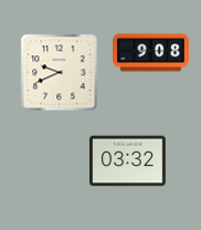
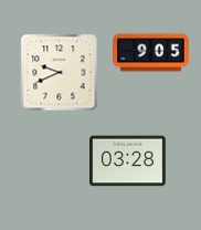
clock at (151, 53): 9:08 -> 9:05
clock at (128, 161): 03:32 -> 03:28
